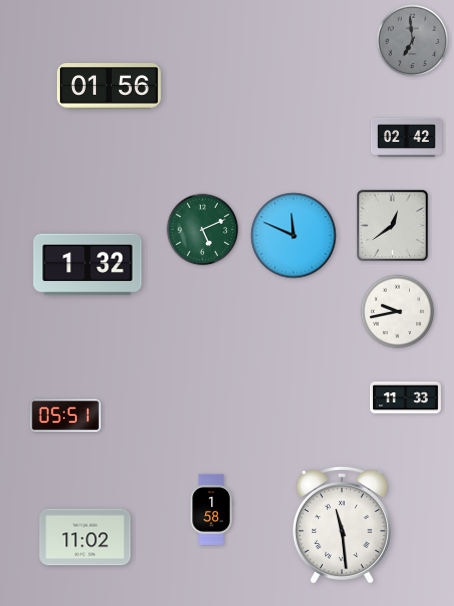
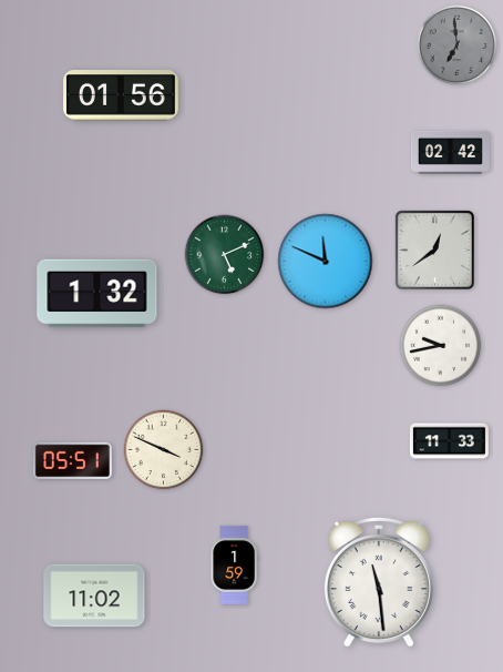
clock at (164, 450): none -> 3:49
clock at (211, 509): 1:58 -> 1:59
